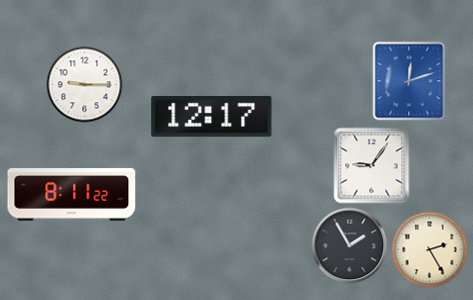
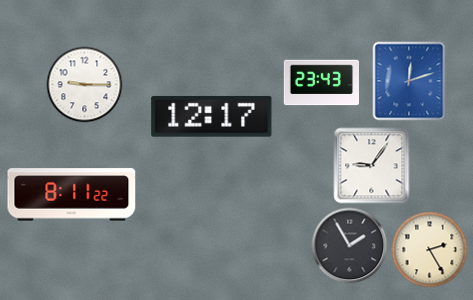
clock at (321, 83): none -> 23:43
